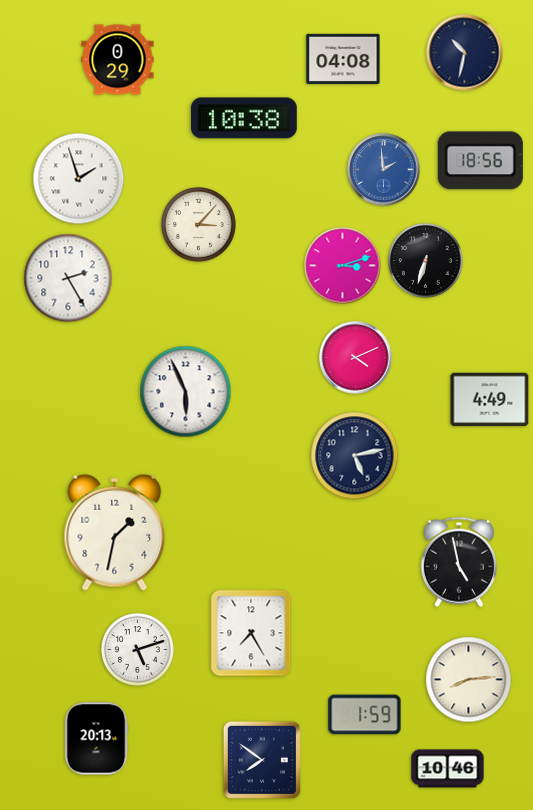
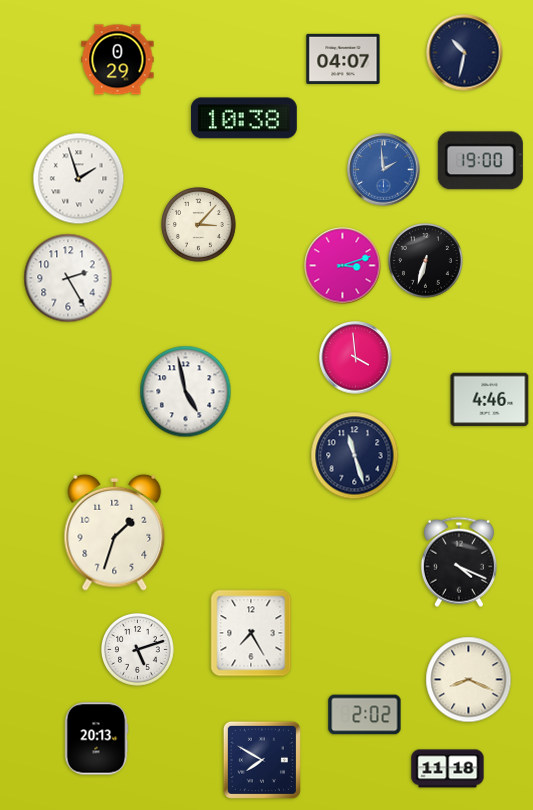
clock at (343, 59): 04:08 -> 04:07
clock at (480, 161): 18:56 -> 19:00
clock at (356, 358): 4:11 -> 3:59
clock at (186, 392): 5:56 -> 4:58
clock at (490, 400): 4:49 -> 4:46
clock at (355, 456): 5:13 -> 11:27
clock at (115, 532): 1:32 -> 1:33
clock at (459, 562): 4:58 -> 4:19
clock at (469, 680): 8:14 -> 8:19
clock at (365, 715): 1:59 -> 2:02
clock at (262, 760): 7:51 -> 7:50
clock at (448, 769): 10:46 -> 11:18
